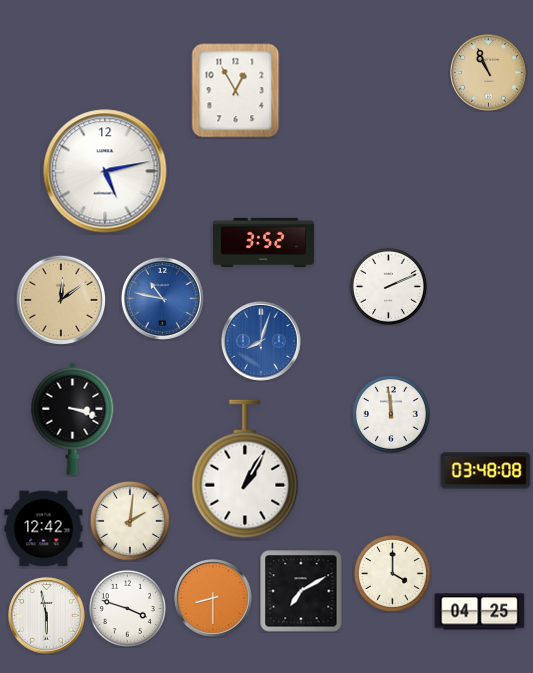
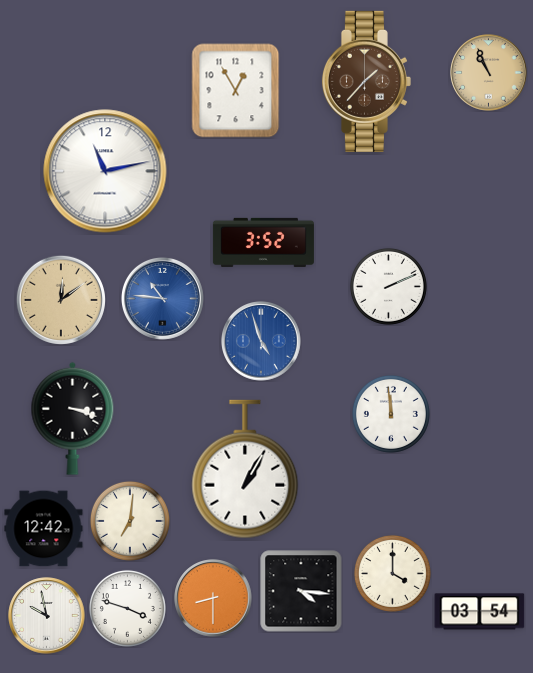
clock at (366, 81): none -> 1:37
clock at (105, 171): 5:13 -> 11:13
clock at (162, 298): 10:47 -> 10:46
clock at (262, 342): 8:03 -> 4:57
clock at (486, 471): 03:48 -> none
clock at (130, 521): 2:01 -> 7:01
clock at (301, 591): 7:10 -> 4:16
clock at (480, 612): 04:25 -> 03:54
clock at (47, 616): 5:58 -> 9:58
